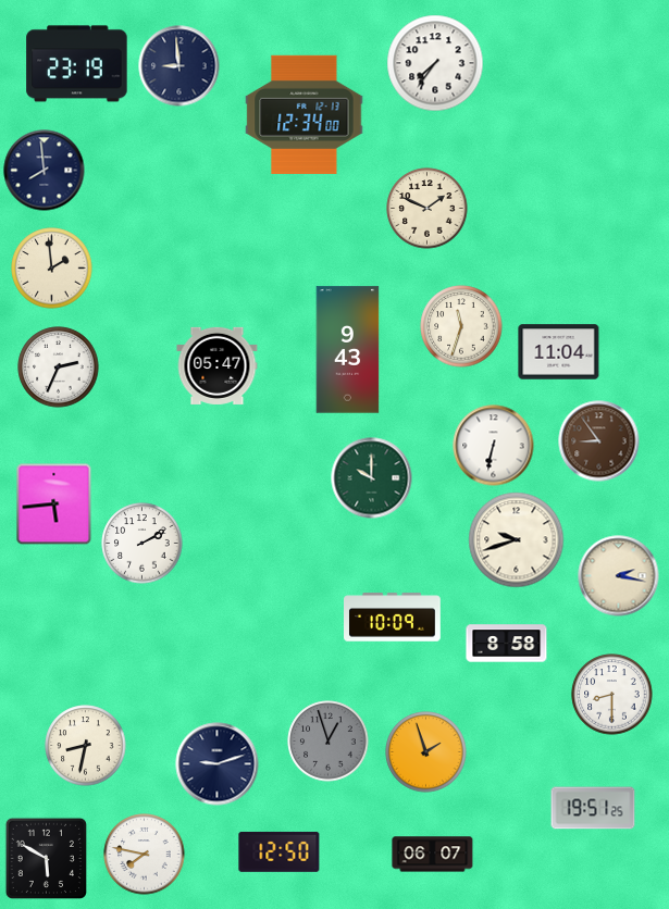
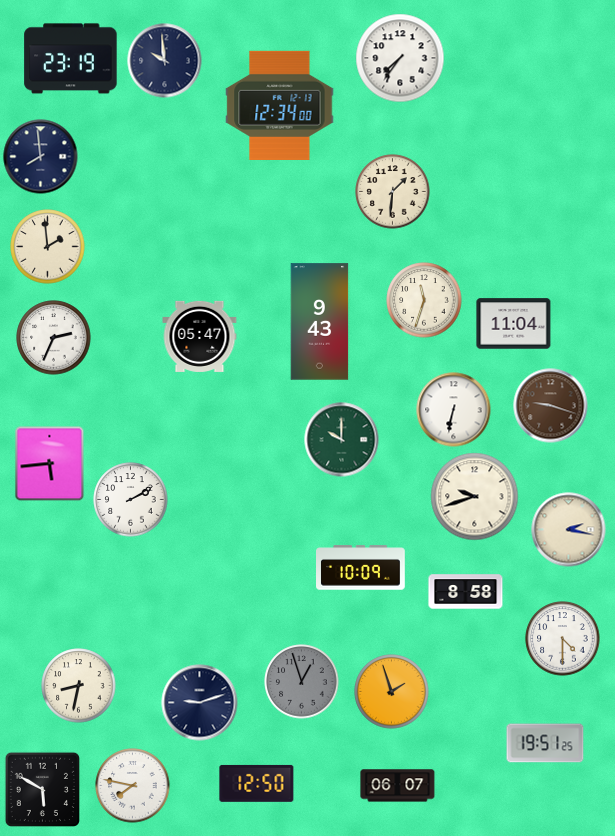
clock at (179, 66): 8:59 -> 9:59
clock at (428, 209): 1:49 -> 1:31
clock at (599, 441): 8:54 -> 9:18
clock at (612, 695): 8:30 -> 4:30
